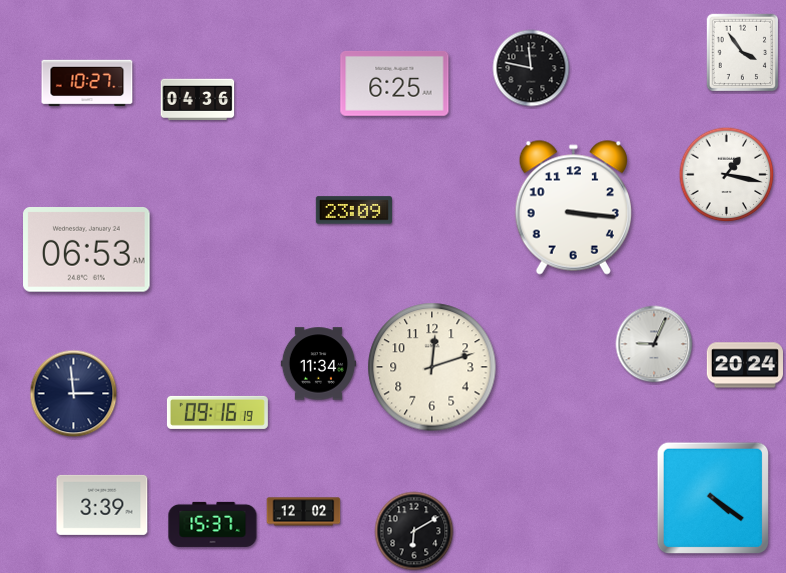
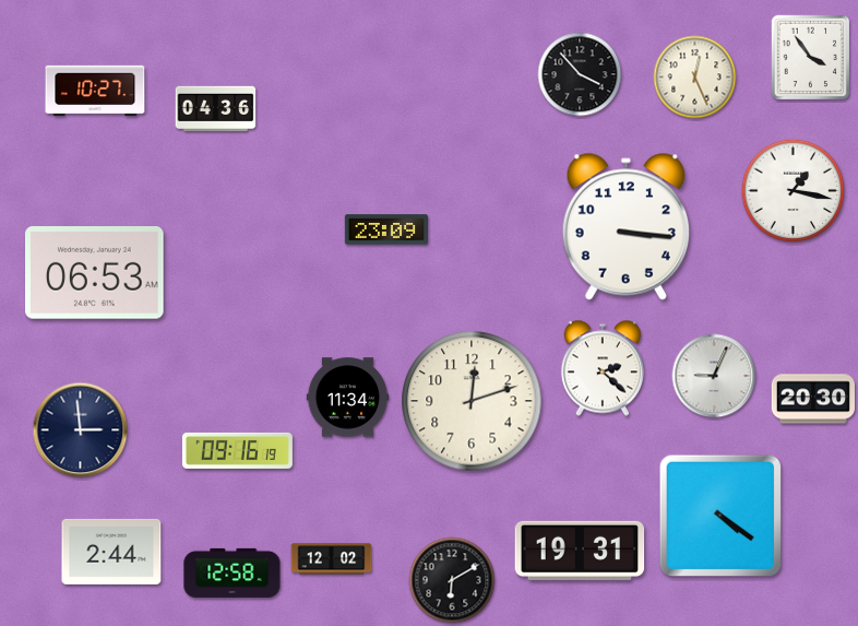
clock at (531, 68): 11:47 -> 3:53
clock at (695, 78): none -> 12:26
clock at (395, 83): 6:25 -> none
clock at (603, 368): none -> 2:22
clock at (744, 365): 20:24 -> 20:30
clock at (712, 497) position: (712, 497) -> (719, 515)
clock at (580, 551): none -> 19:31
clock at (102, 505): 3:39 -> 2:44
clock at (213, 524): 15:37 -> 12:58
